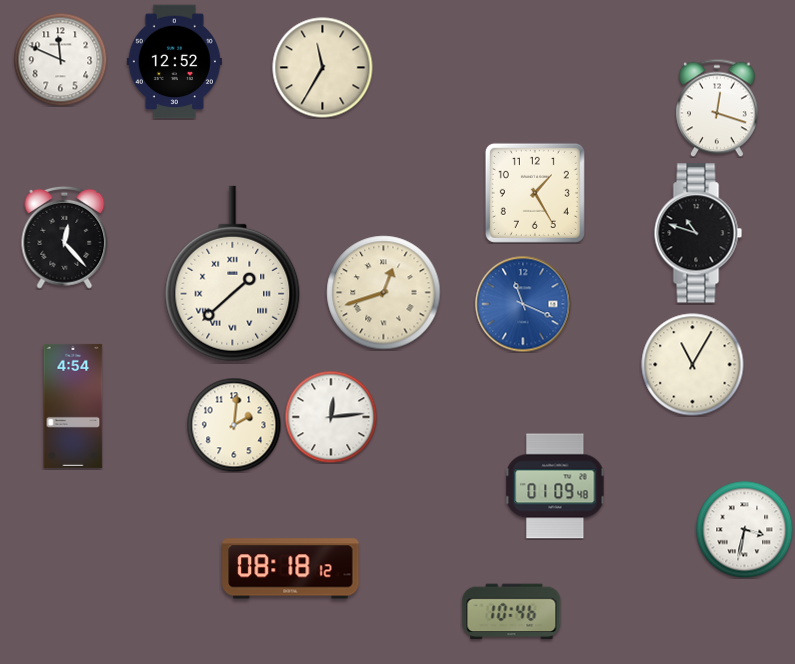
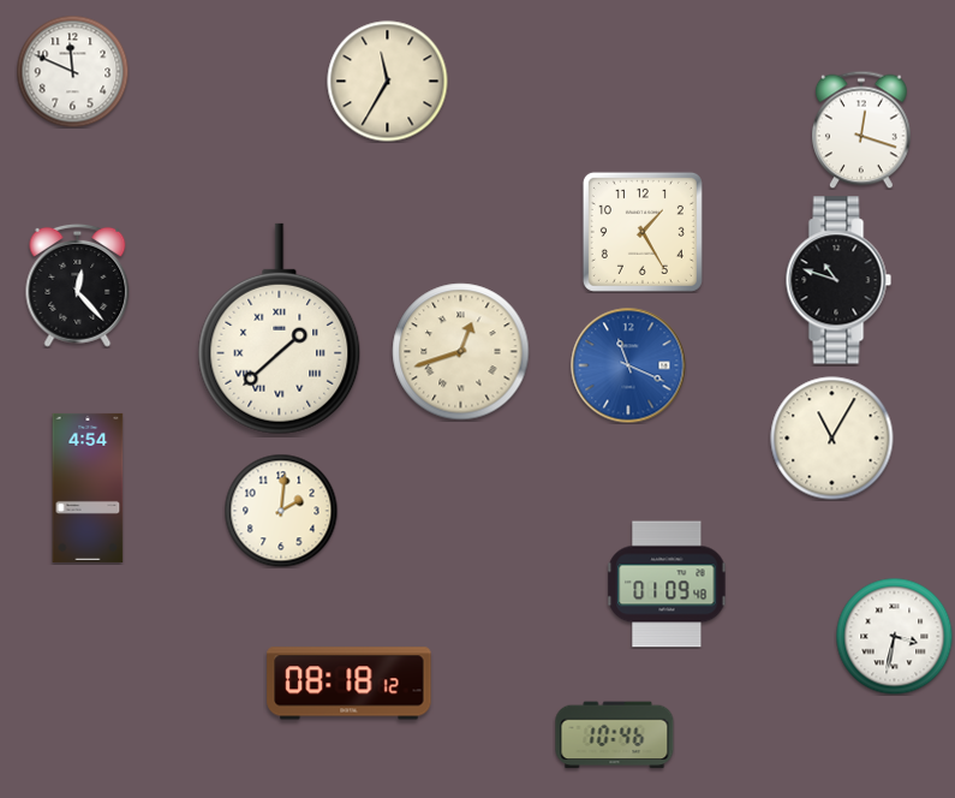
clock at (174, 62): 12:52 -> none
clock at (331, 417): 12:14 -> none
